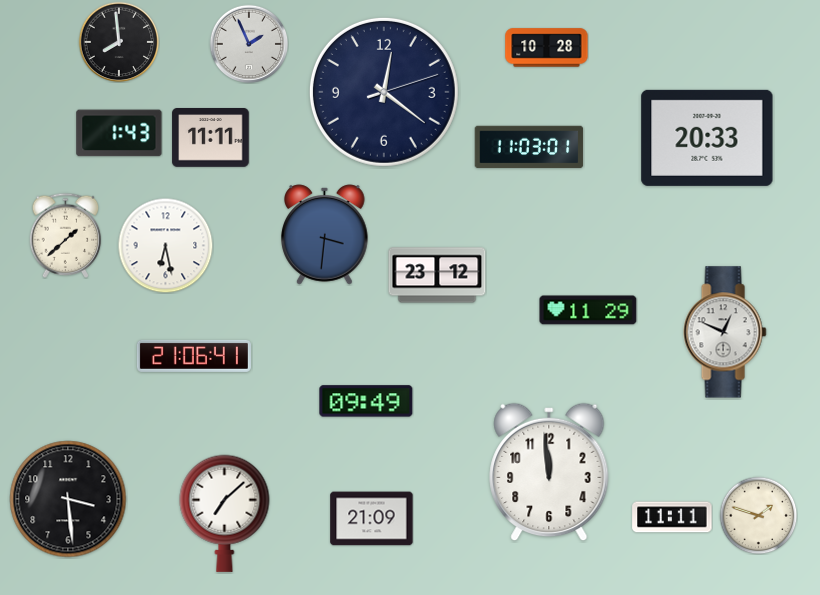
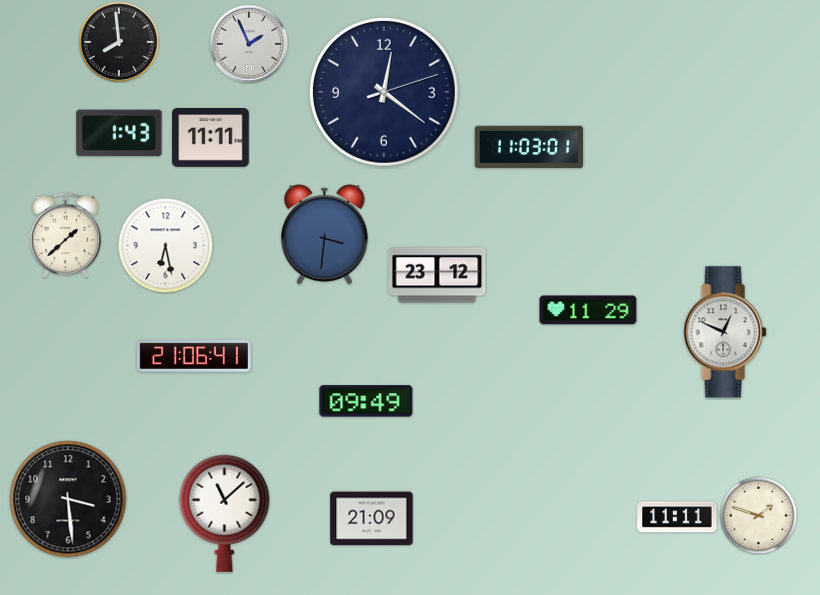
clock at (547, 48): 10:28 -> none
clock at (707, 138): 20:33 -> none
clock at (549, 472): 11:59 -> none
clock at (225, 513): 7:08 -> 11:08
clock at (672, 517) position: (672, 517) -> (677, 517)
